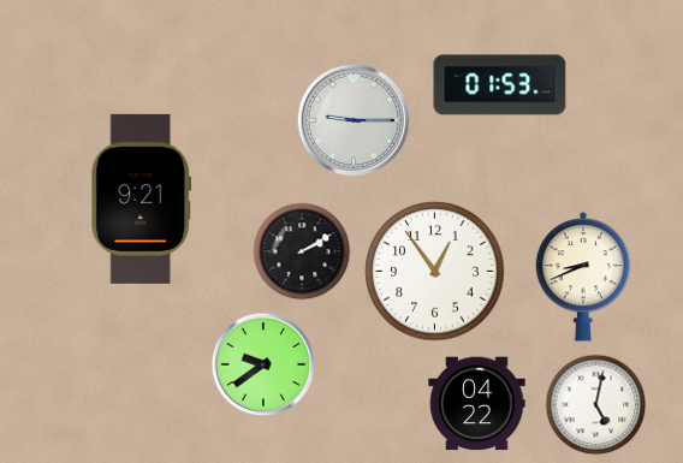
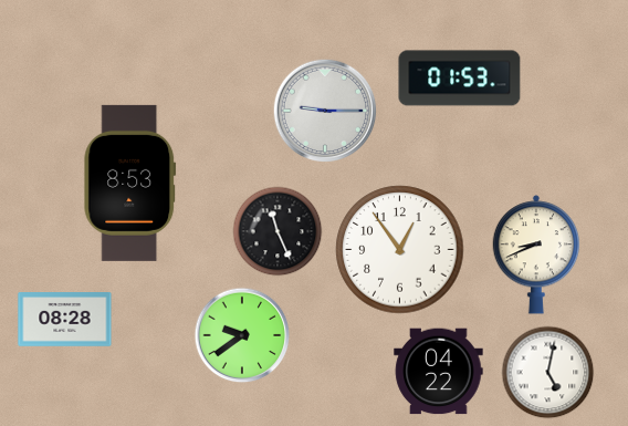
clock at (142, 198): 9:21 -> 8:53
clock at (302, 251): 2:10 -> 11:26
clock at (65, 320): none -> 08:28
